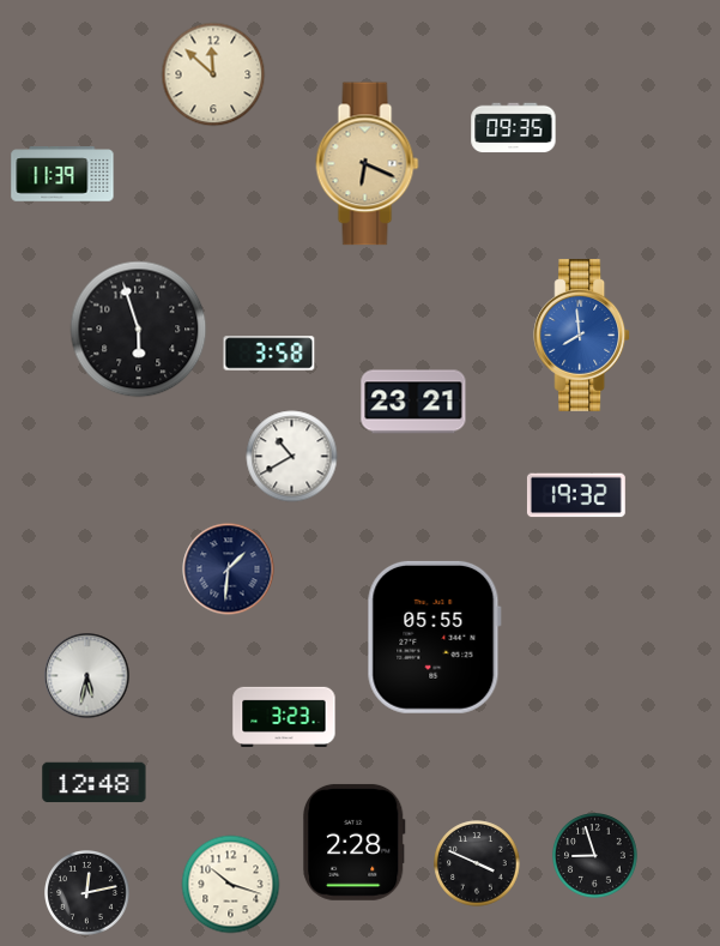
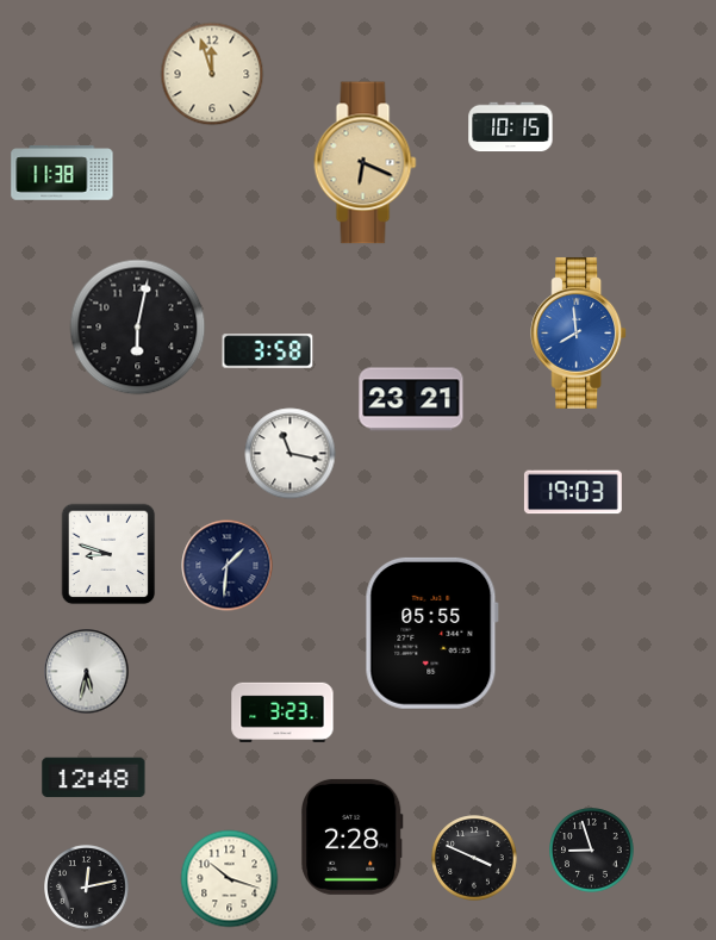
clock at (213, 74): 11:52 -> 11:57
clock at (514, 128): 09:35 -> 10:15
clock at (62, 174): 11:39 -> 11:38
clock at (139, 330): 5:57 -> 6:02
clock at (292, 457): 10:40 -> 11:17
clock at (576, 495): 19:32 -> 19:03
clock at (108, 554): none -> 8:48
